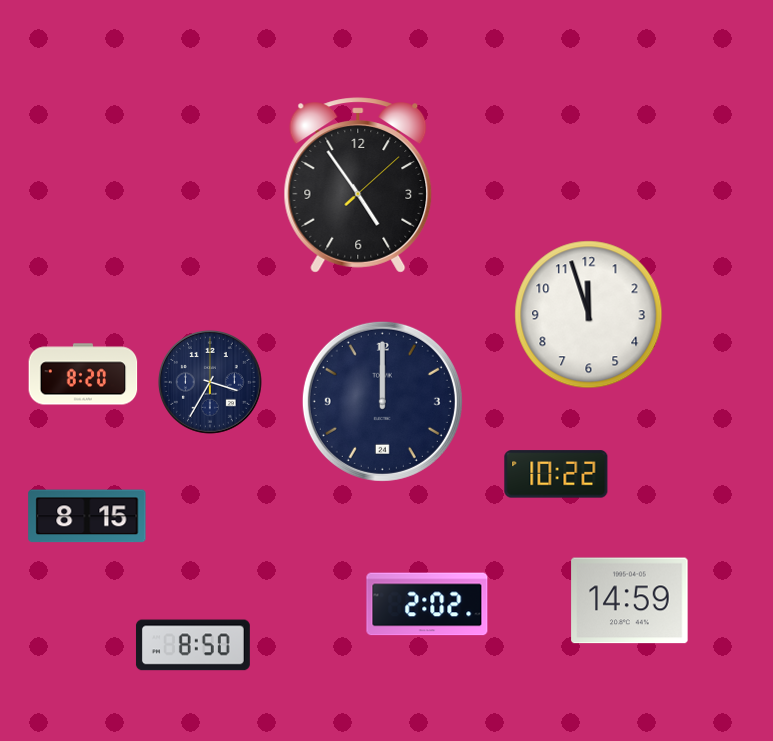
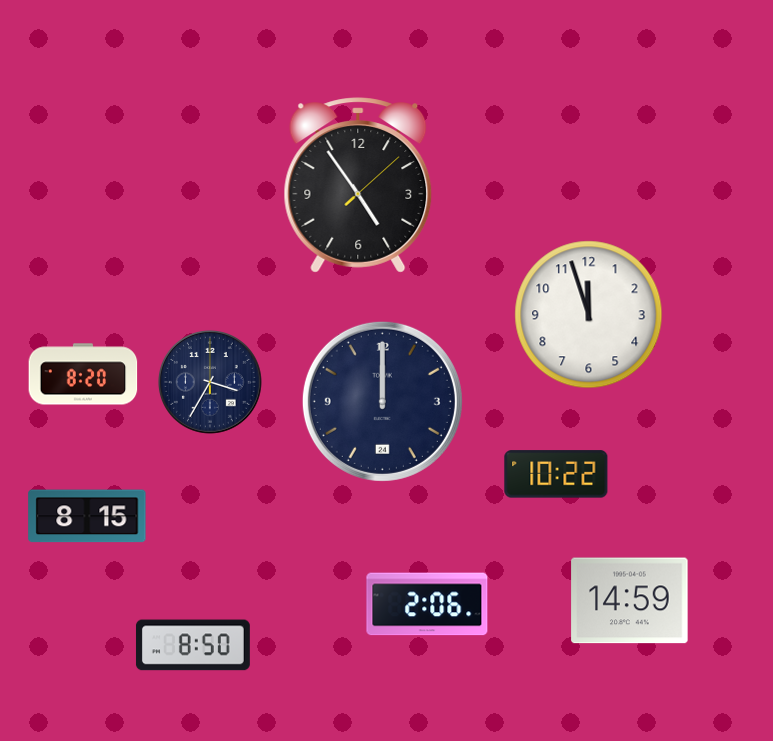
clock at (427, 604): 2:02 -> 2:06
